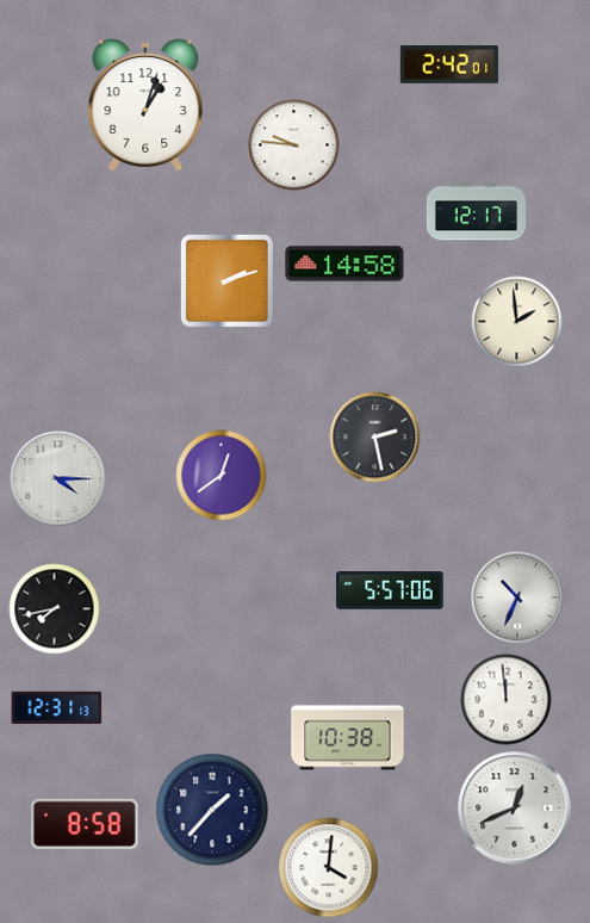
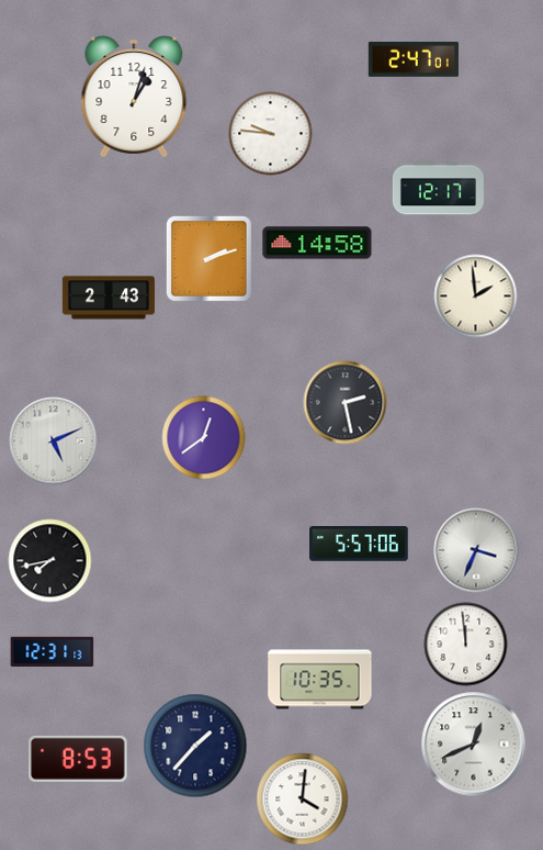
clock at (449, 66): 2:42 -> 2:47
clock at (476, 212) position: (476, 212) -> (438, 189)
clock at (109, 298): none -> 2:43
clock at (58, 479): 4:15 -> 5:11
clock at (517, 597): 10:34 -> 3:34
clock at (348, 738): 10:38 -> 10:35
clock at (85, 824): 8:58 -> 8:53
